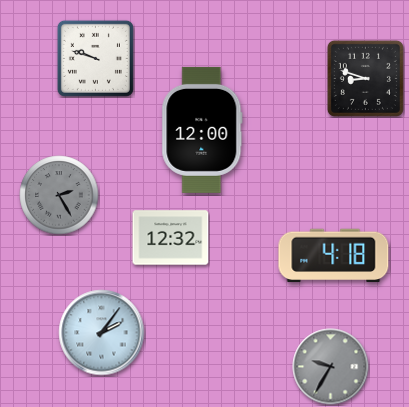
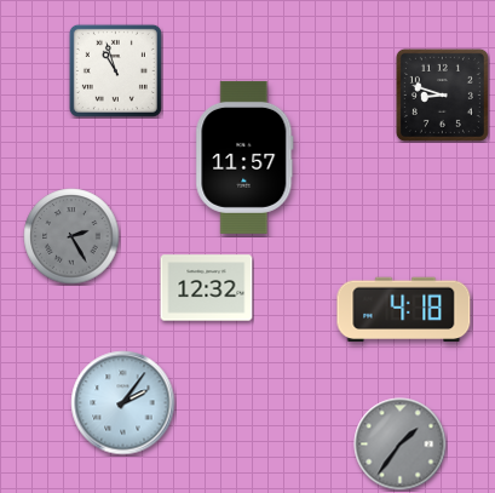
clock at (95, 58): 9:48 -> 10:57
clock at (202, 130): 12:00 -> 11:57
clock at (331, 367): 9:35 -> 1:36
